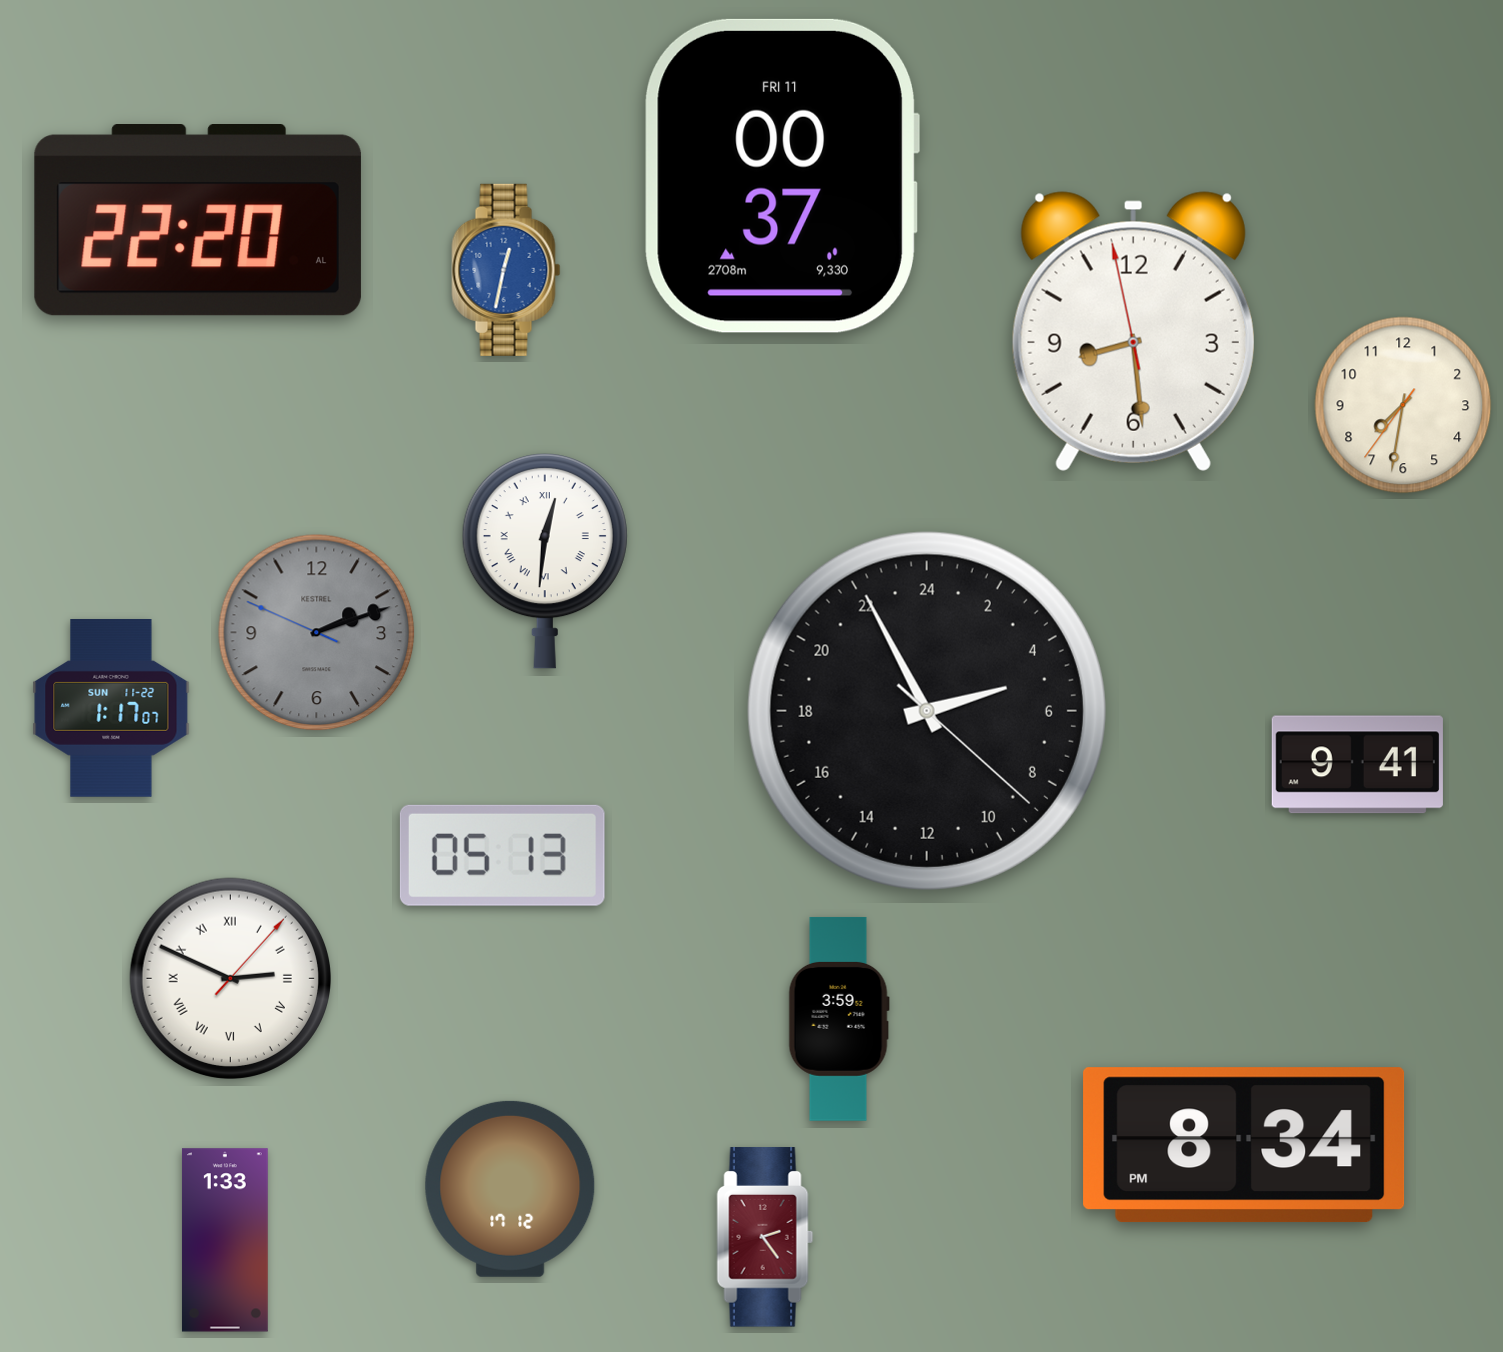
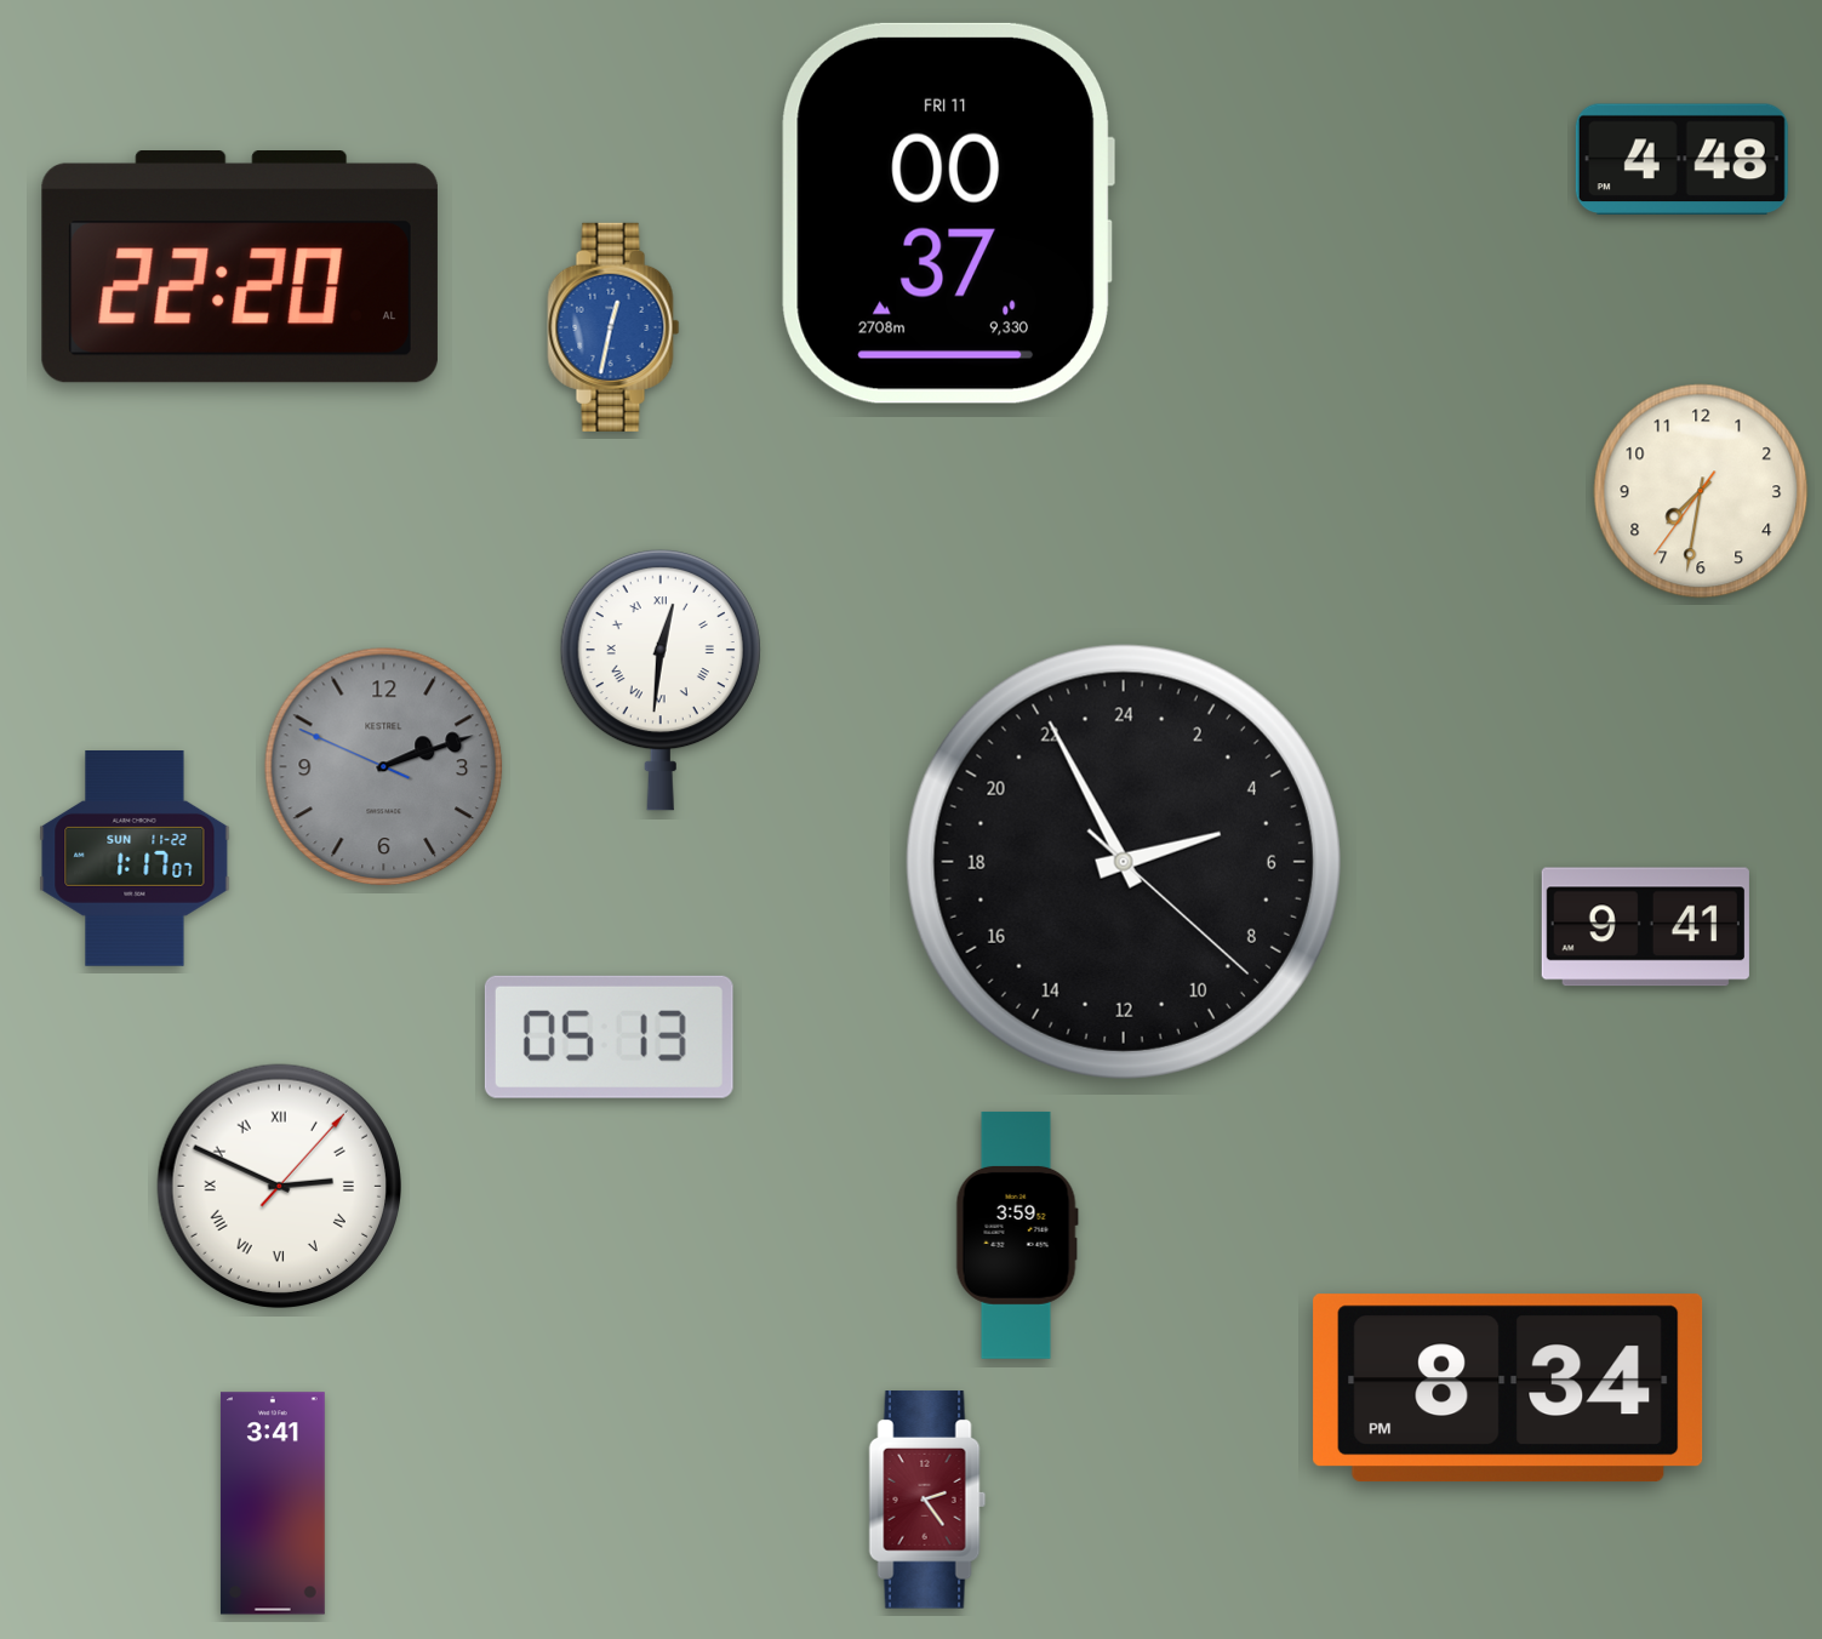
clock at (1681, 159): none -> 4:48
clock at (1133, 331): 8:28 -> none
clock at (510, 1189): 17:12 -> none
clock at (225, 1240): 1:33 -> 3:41
